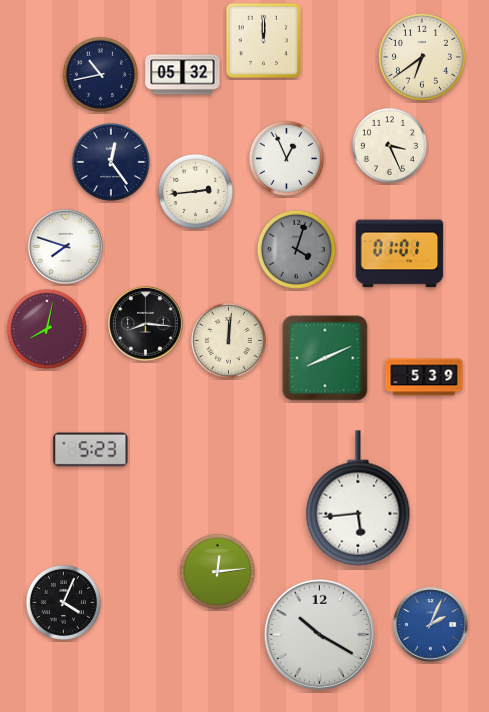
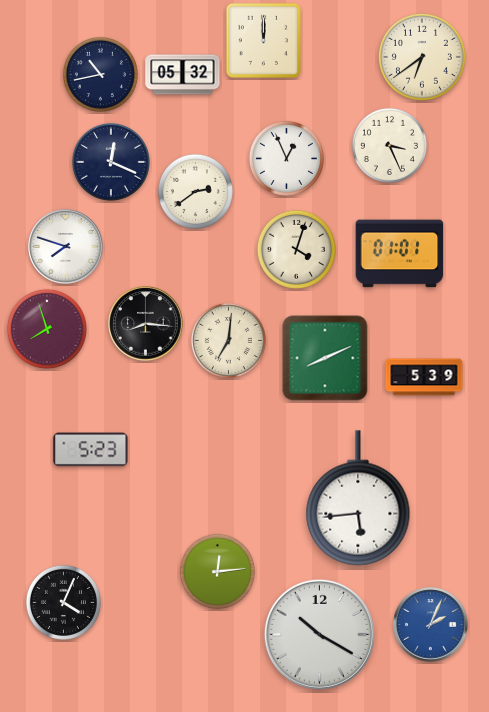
clock at (111, 162): 12:24 -> 12:19
clock at (195, 191): 2:44 -> 2:39
clock at (296, 249) dial: grey -> cream
clock at (47, 329): 8:02 -> 7:57
clock at (228, 340): 12:01 -> 7:01
